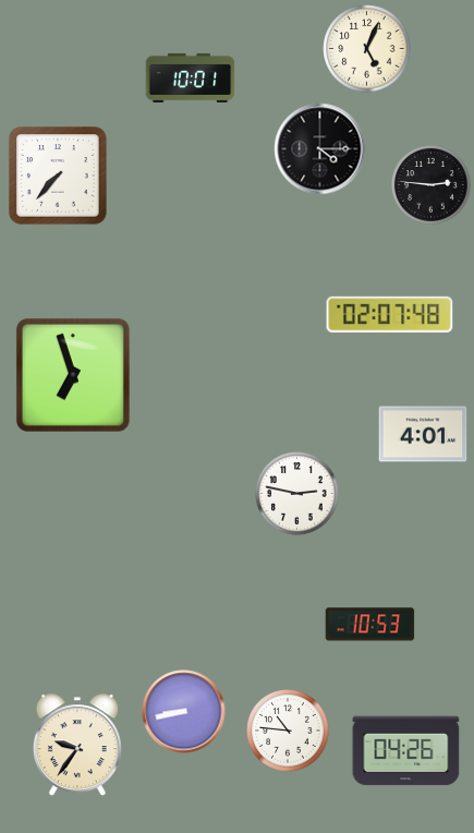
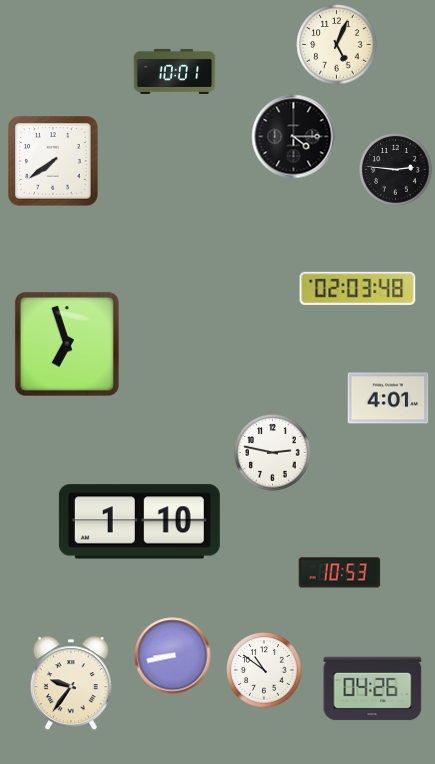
clock at (58, 176): 7:37 -> 7:39
clock at (390, 314): 02:07 -> 02:03
clock at (139, 522): none -> 1:10
clock at (184, 712) position: (184, 712) -> (173, 656)
clock at (288, 731): 10:46 -> 10:51
